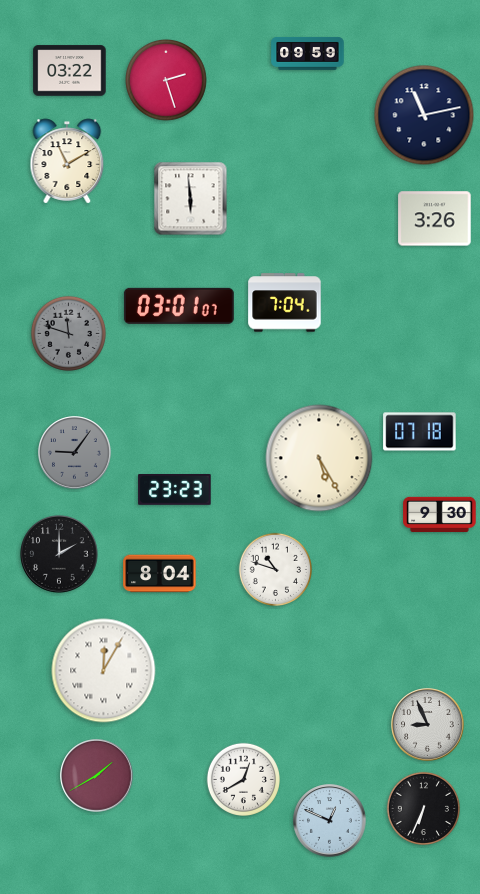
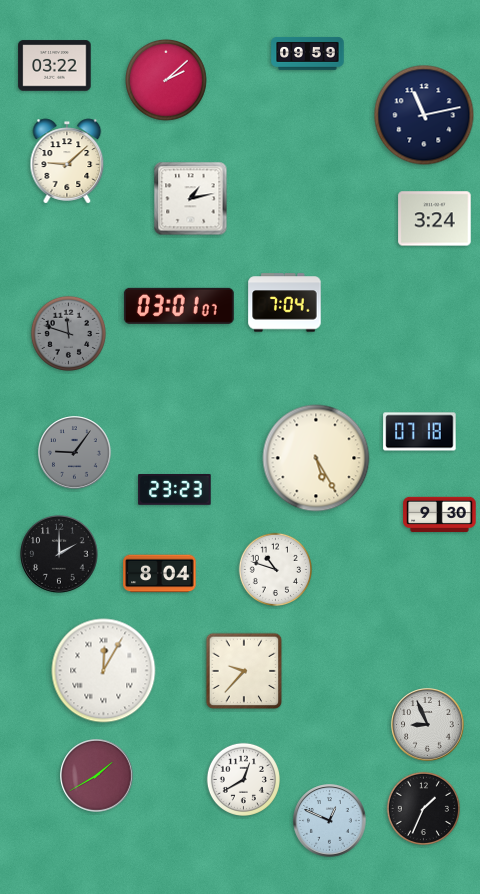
clock at (70, 71) position: (70, 71) -> (55, 66)
clock at (167, 81): 2:27 -> 2:08
clock at (67, 161): 11:10 -> 9:08
clock at (191, 199): 5:59 -> 1:13
clock at (435, 219): 3:26 -> 3:24
clock at (319, 458) position: (319, 458) -> (316, 458)
clock at (244, 671): none -> 9:37
clock at (423, 808): 6:34 -> 1:34
